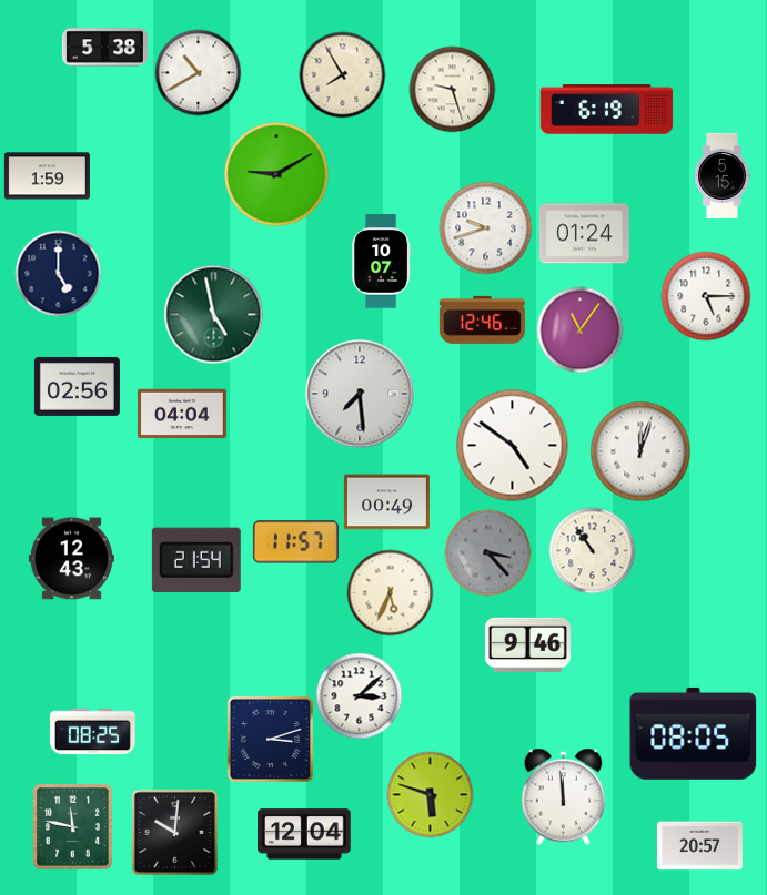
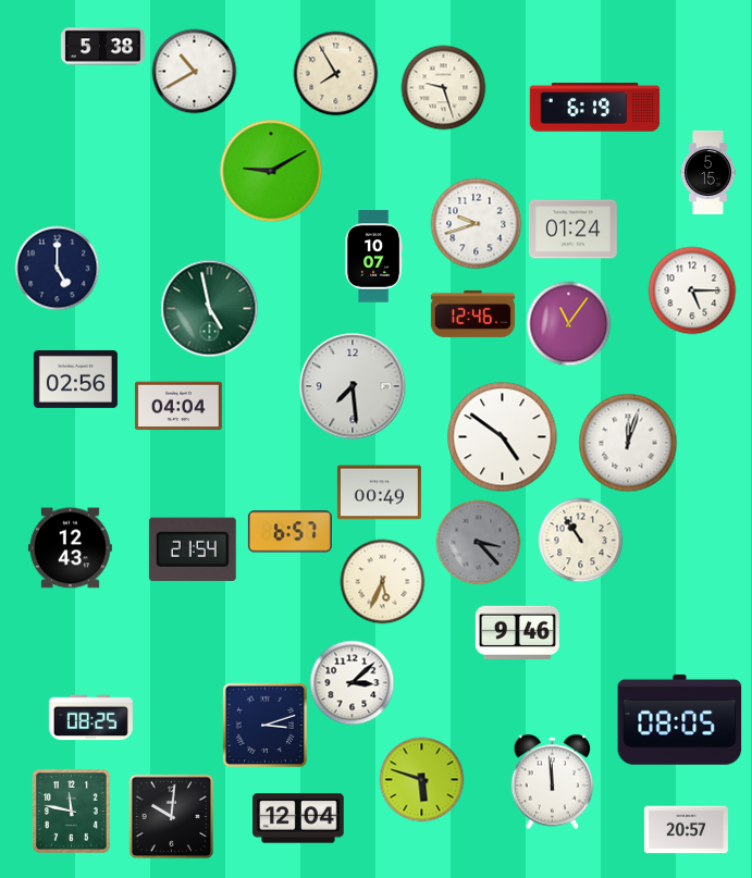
clock at (47, 176): 1:59 -> none
clock at (295, 542): 11:57 -> 6:57
